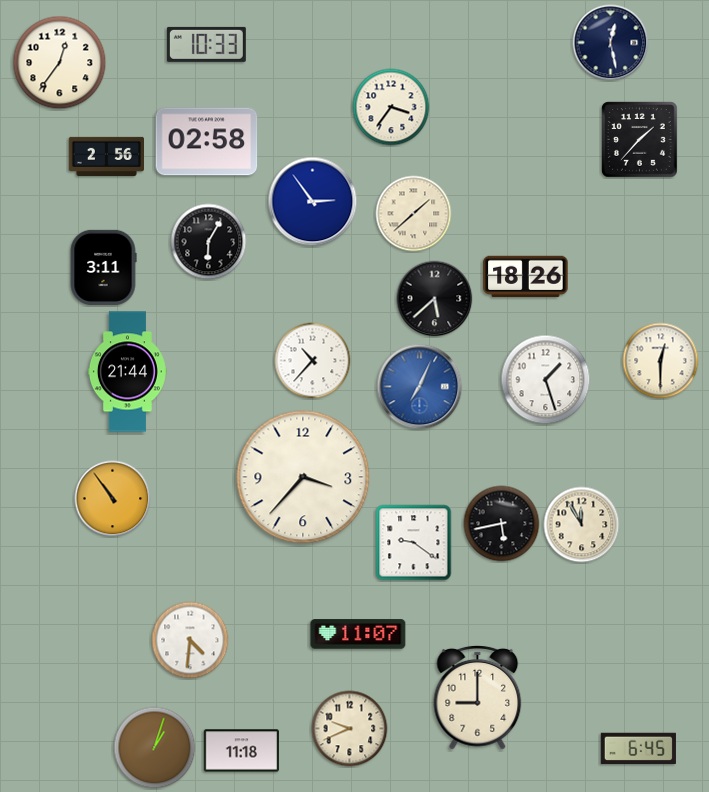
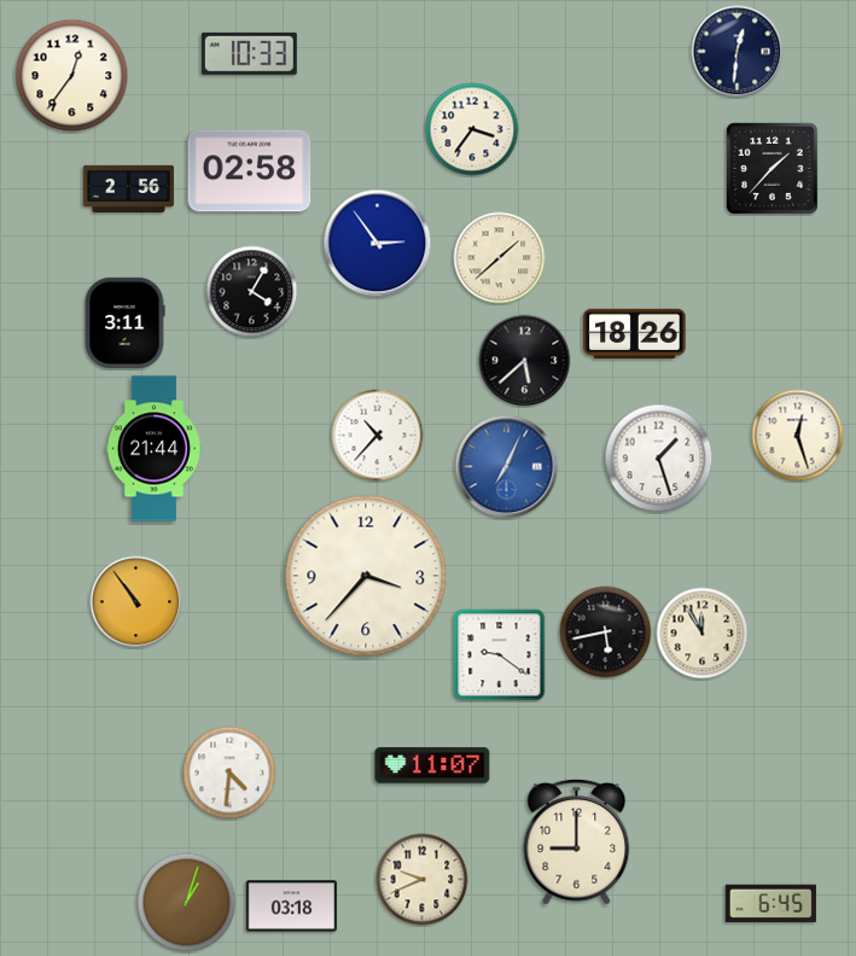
clock at (611, 43): 12:28 -> 12:31
clock at (209, 242): 6:05 -> 4:05
clock at (661, 361): 12:30 -> 12:27
clock at (241, 751): 11:18 -> 03:18
